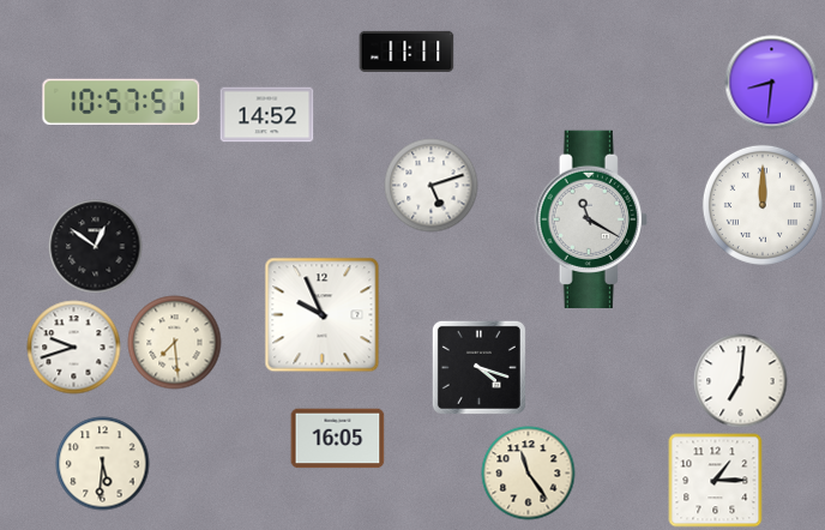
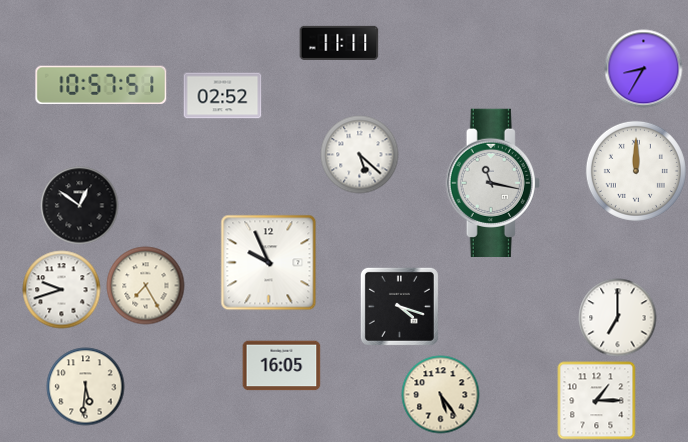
clock at (771, 82): 8:31 -> 8:35
clock at (266, 115): 14:52 -> 02:52
clock at (430, 185): 5:12 -> 5:22
clock at (591, 218): 11:20 -> 11:17
clock at (174, 342): 7:29 -> 7:25
clock at (740, 380): 7:01 -> 7:00
clock at (528, 472): 11:24 -> 5:24
